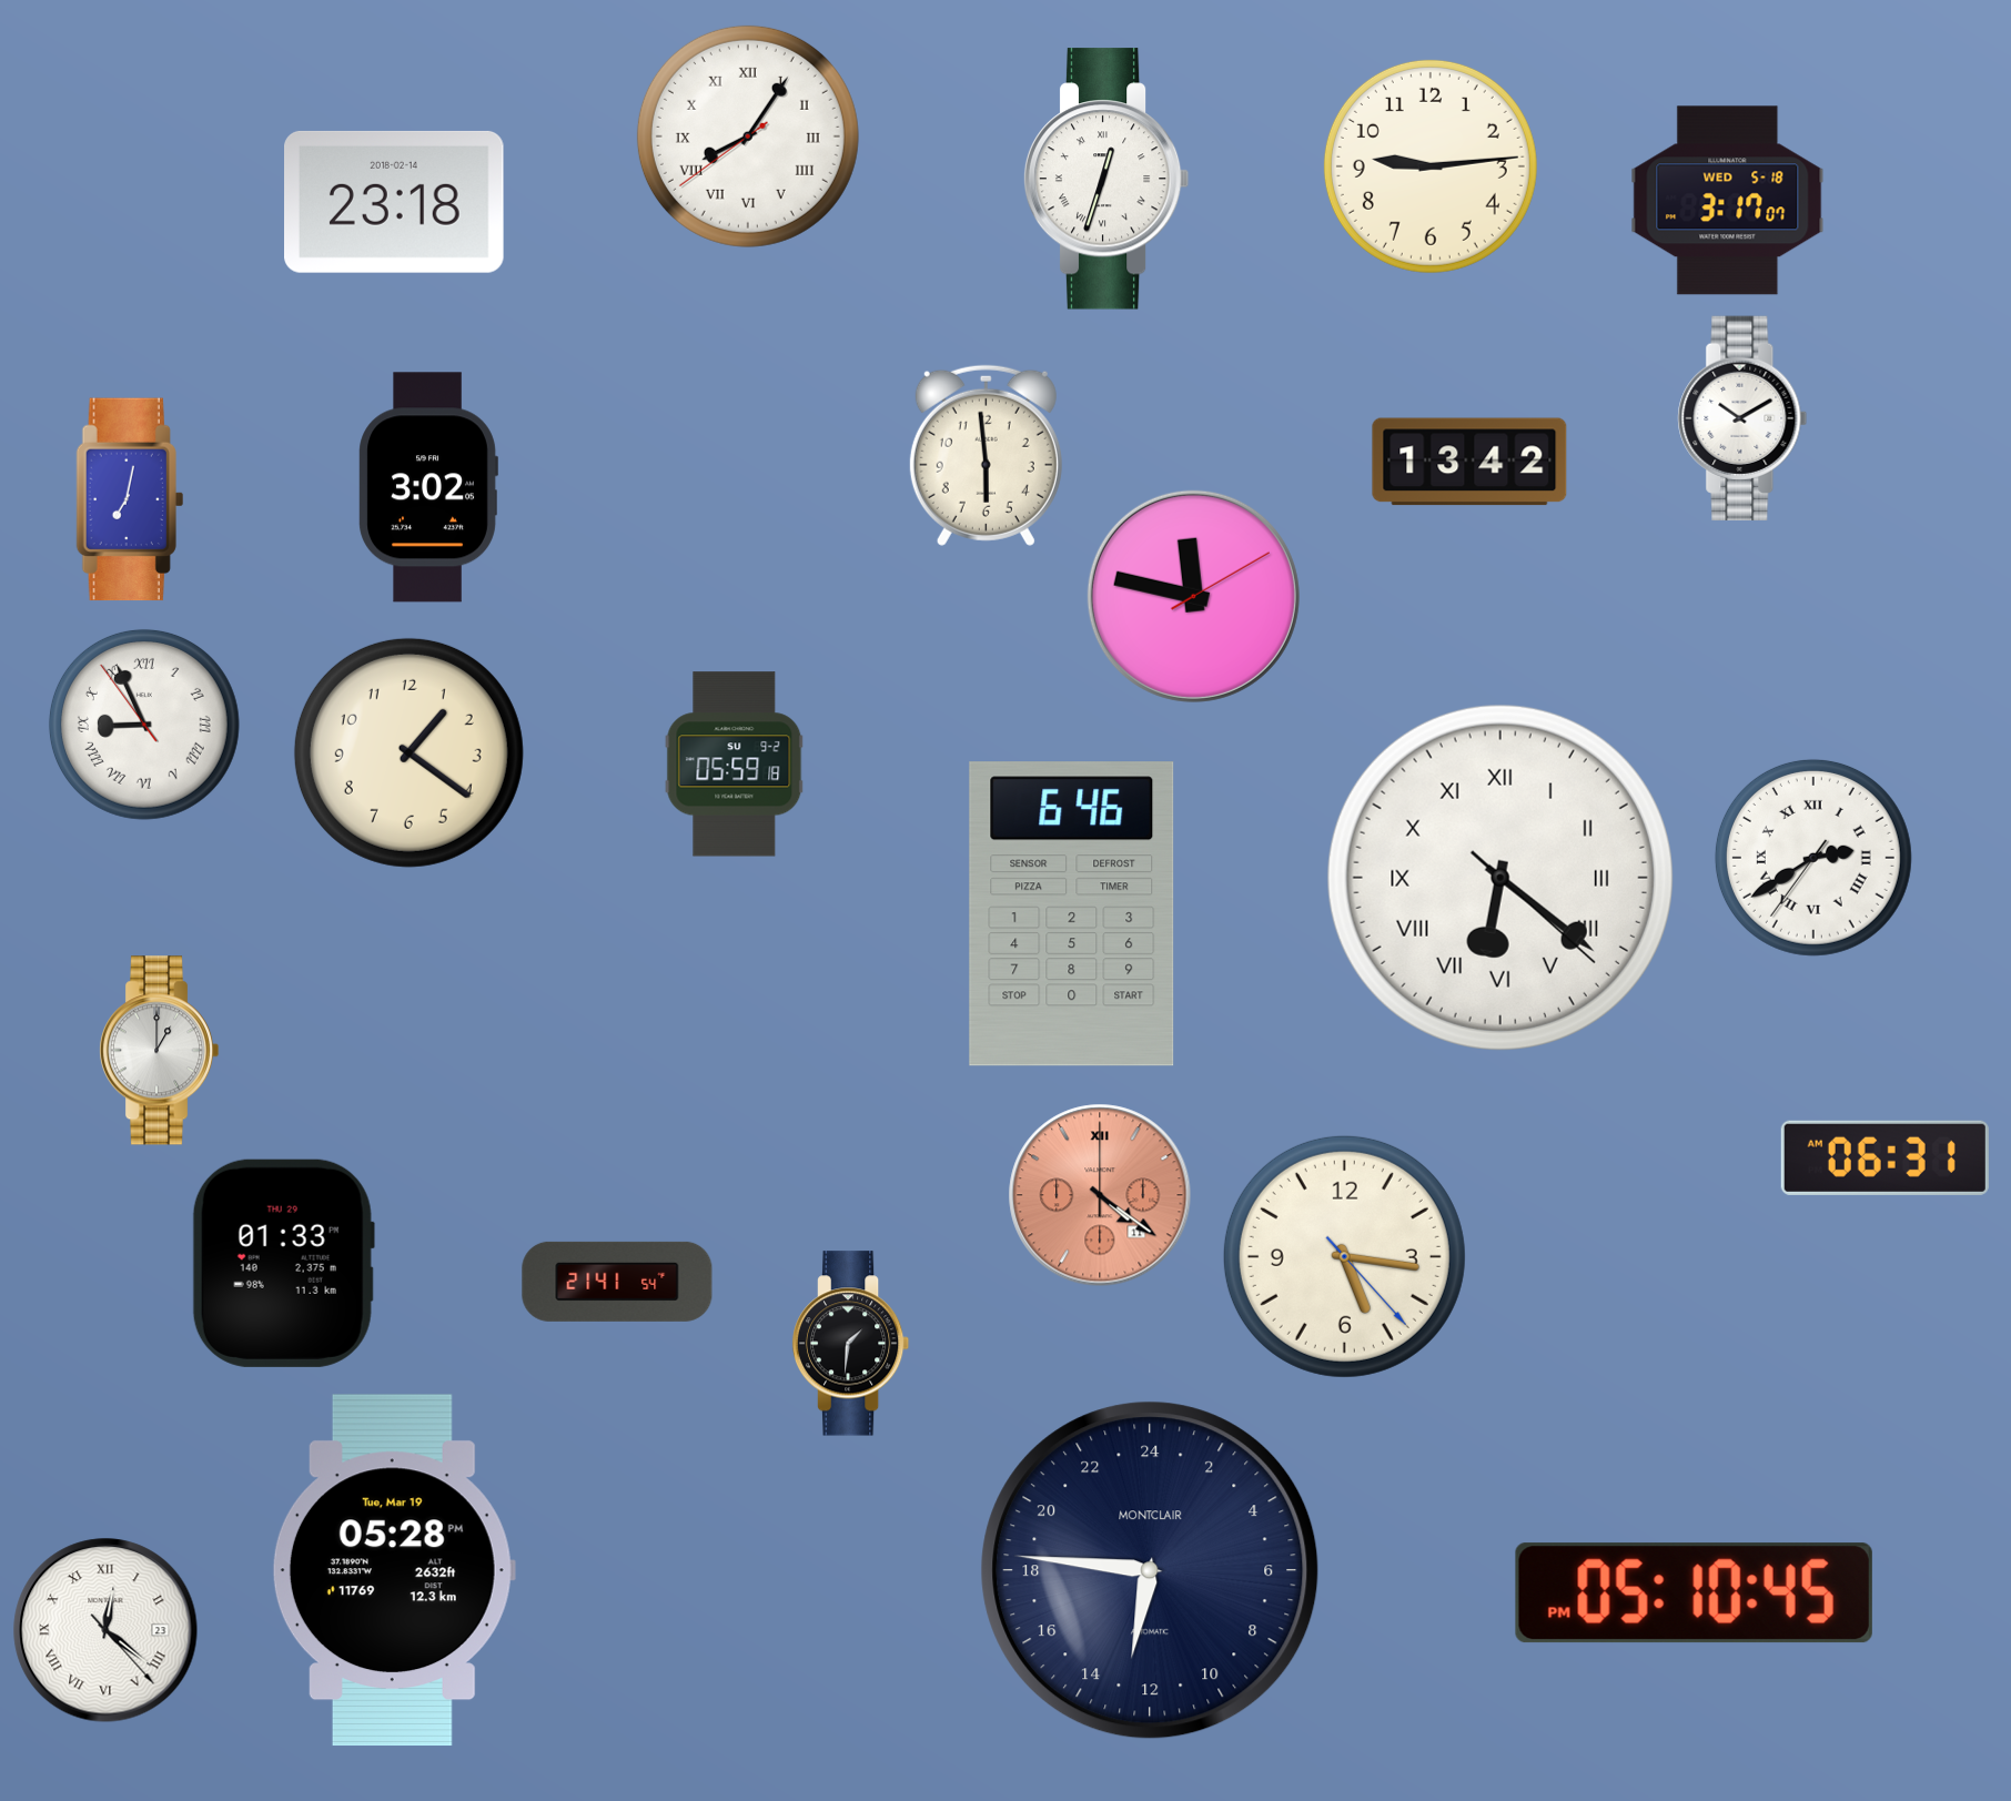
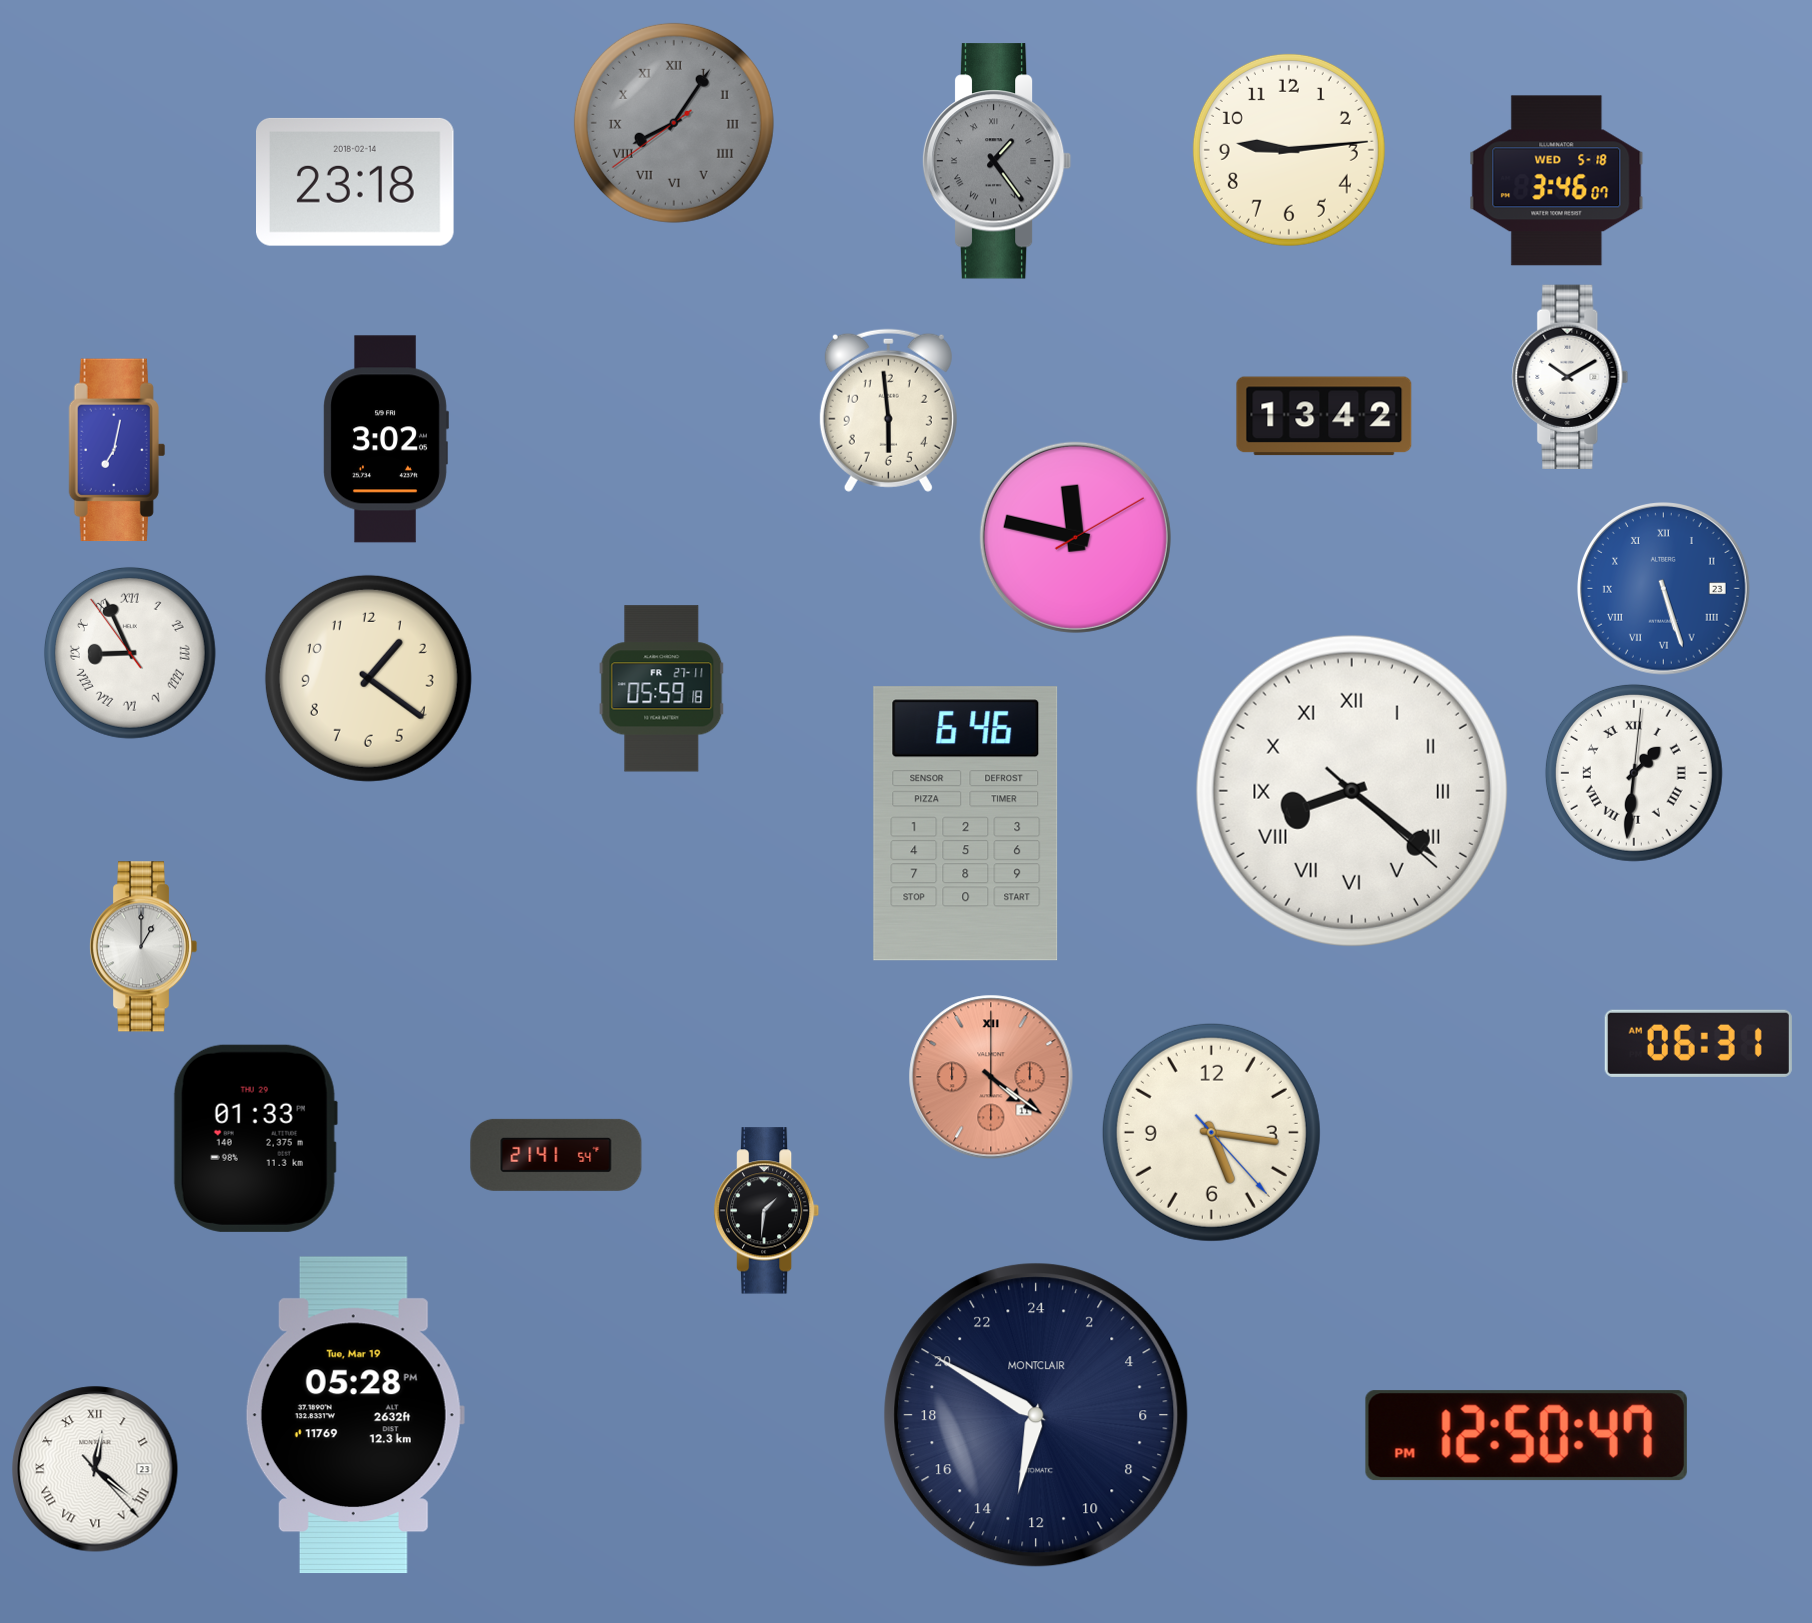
clock at (748, 136) dial: white -> grey
clock at (1106, 179): 12:33 -> 1:24
clock at (1106, 179) dial: white -> grey
clock at (1728, 201): 3:17 -> 3:46
clock at (1664, 589): none -> 5:27
clock at (735, 765) date: SU 9-2 -> FR 27-11
clock at (1813, 858): 2:39 -> 1:31
clock at (1500, 878): 6:21 -> 8:21
clock at (1150, 1570): 12:46 -> 12:50
clock at (1694, 1593): 05:10 -> 12:50
